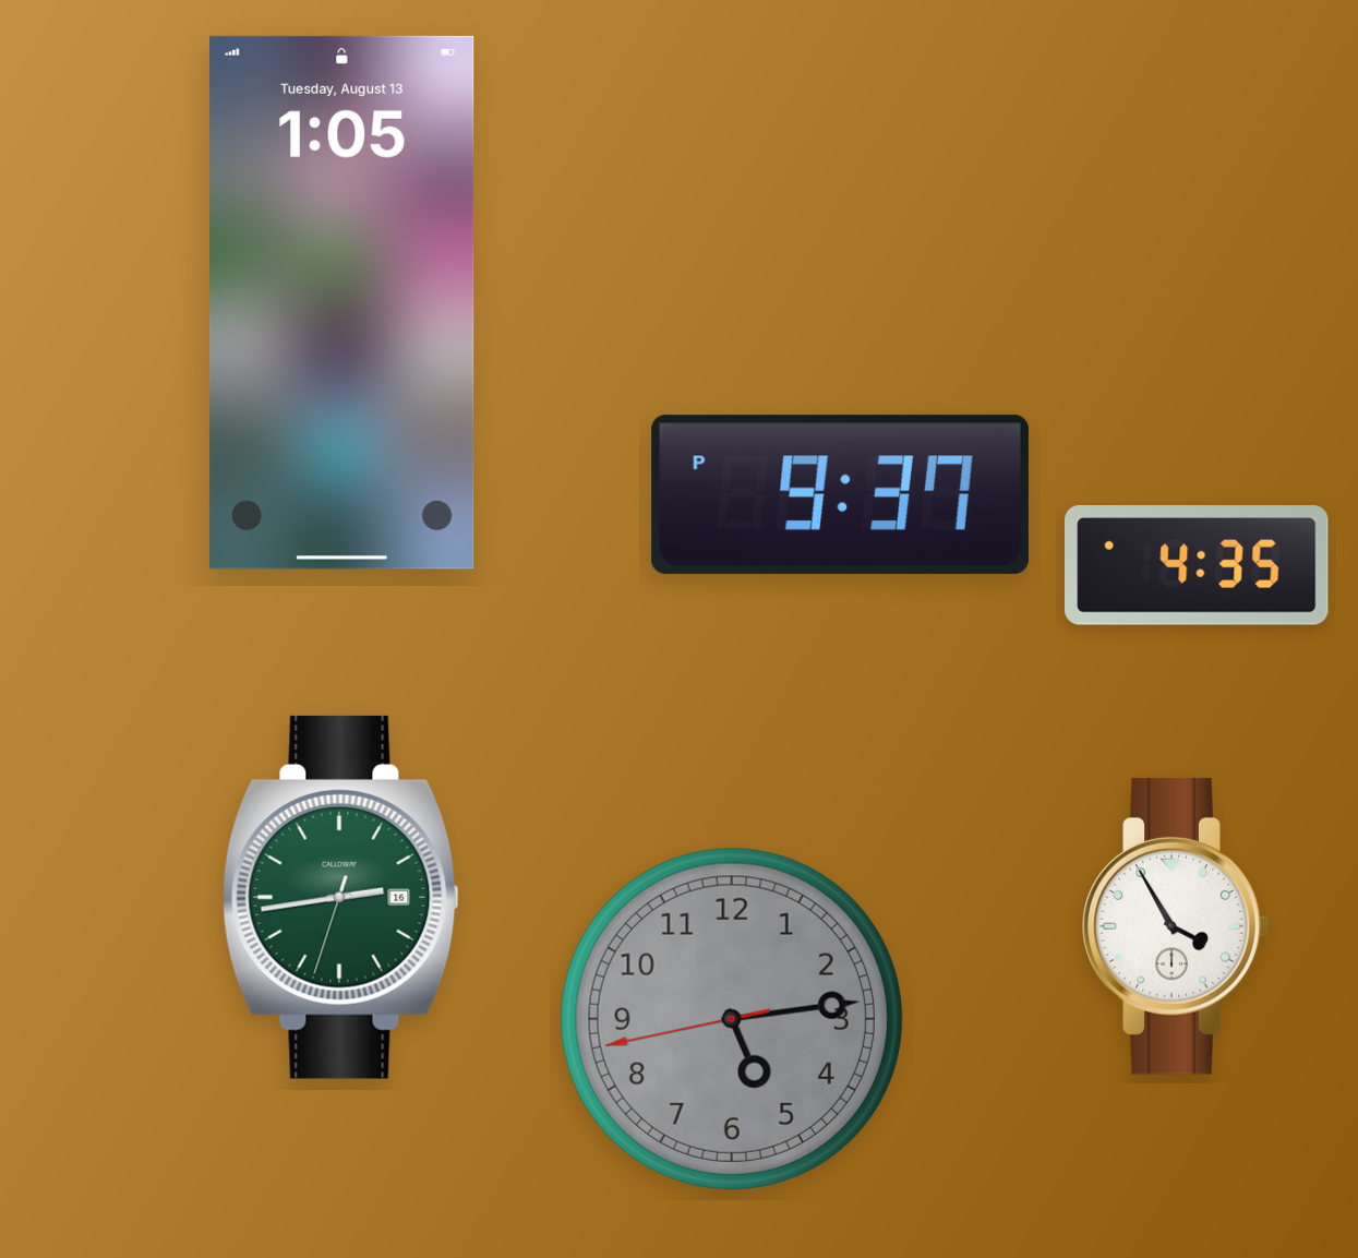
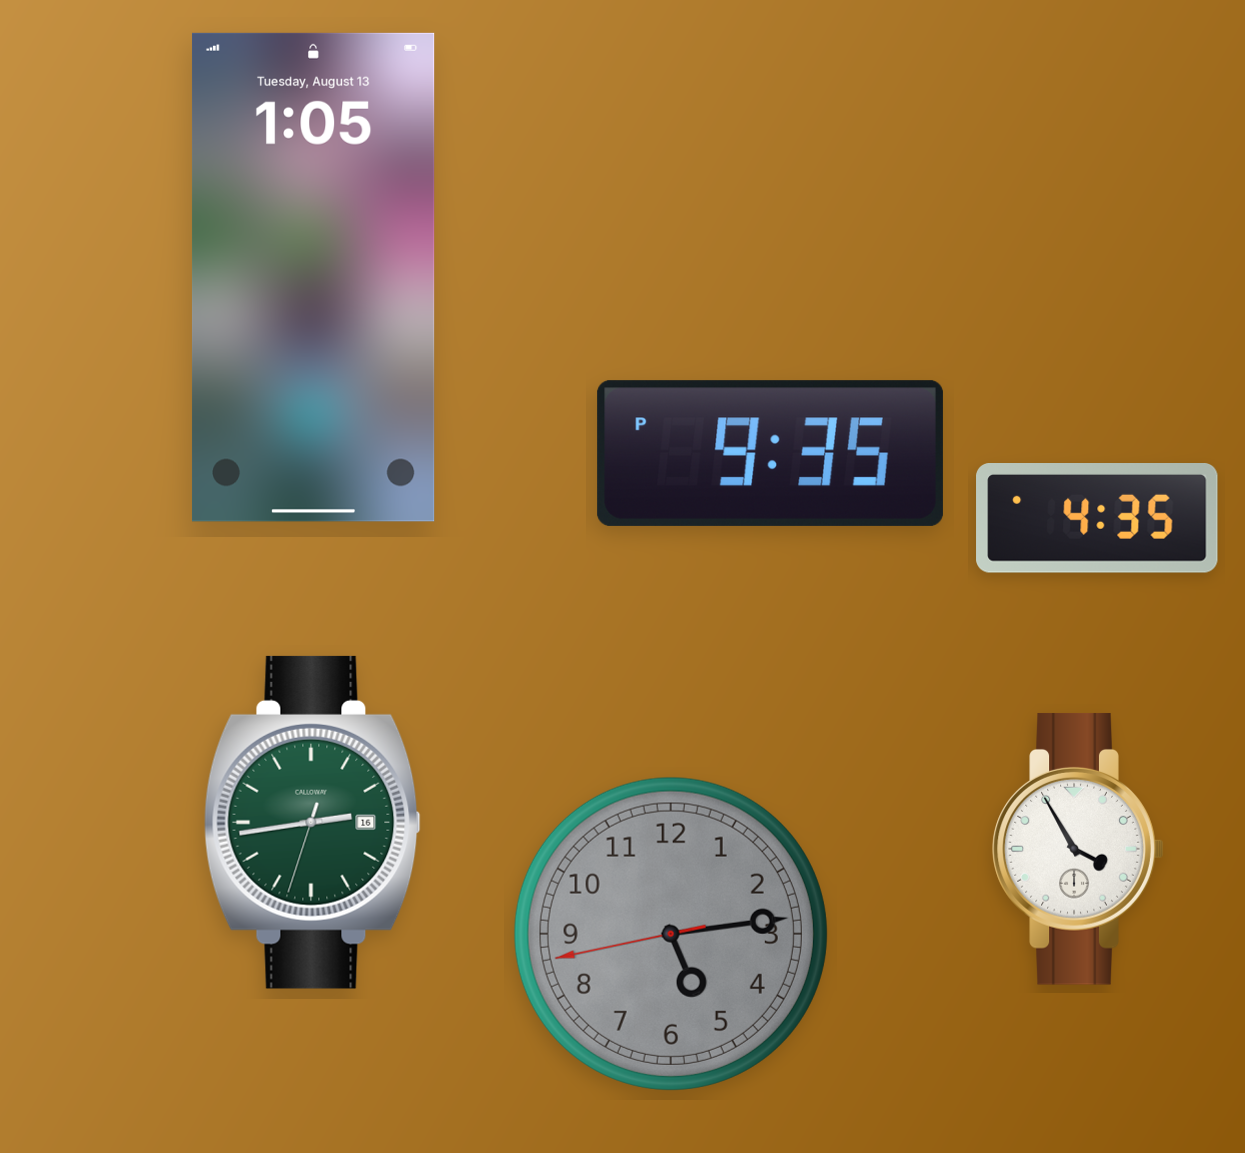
clock at (840, 494): 9:37 -> 9:35
